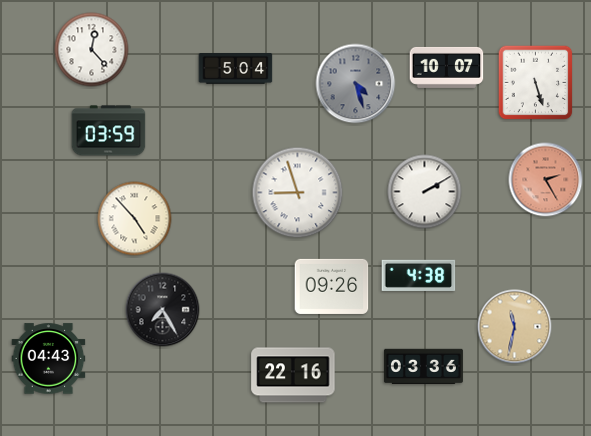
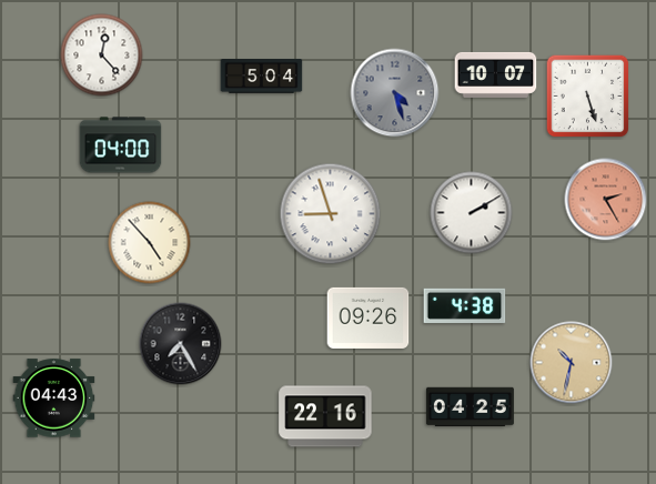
clock at (536, 83) position: (536, 83) -> (588, 97)
clock at (109, 131): 03:59 -> 04:00
clock at (515, 327): 11:32 -> 10:32
clock at (423, 367): 03:36 -> 04:25
